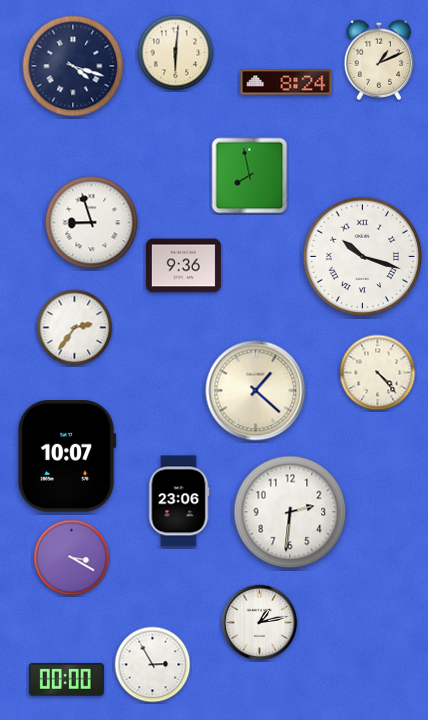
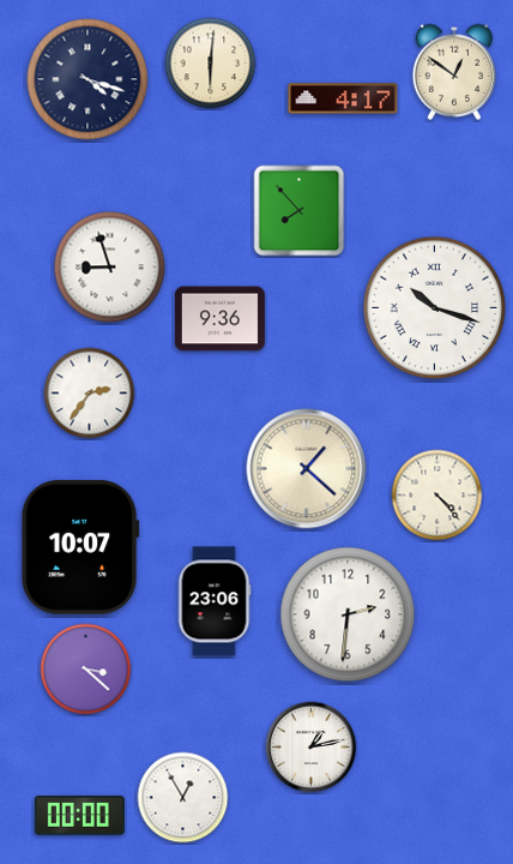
clock at (379, 60): 1:11 -> 12:51
clock at (286, 82): 8:24 -> 4:17
clock at (250, 176): 7:58 -> 7:53
clock at (378, 373) position: (378, 373) -> (437, 496)
clock at (72, 558): 3:20 -> 3:22
clock at (153, 665): 2:55 -> 12:55
